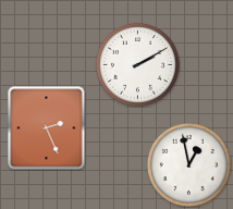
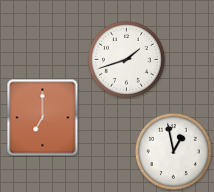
clock at (137, 64): 2:10 -> 1:42
clock at (47, 127): 2:26 -> 7:00
